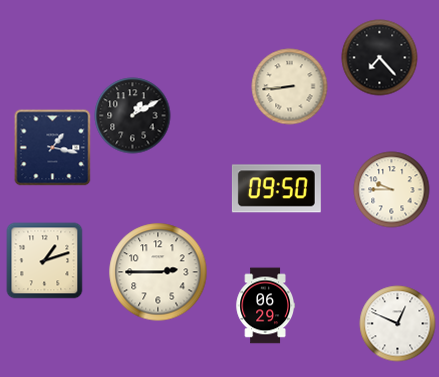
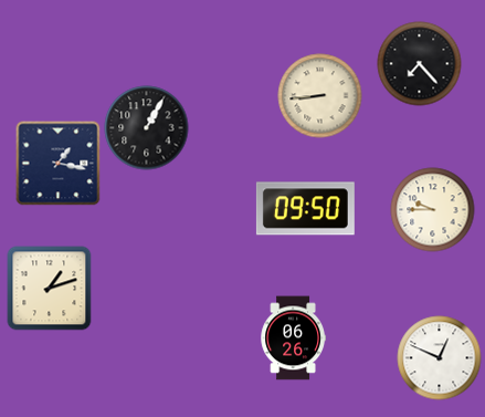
clock at (133, 116): 1:10 -> 1:05
clock at (158, 272): 2:45 -> none
clock at (265, 306): 06:29 -> 06:26
